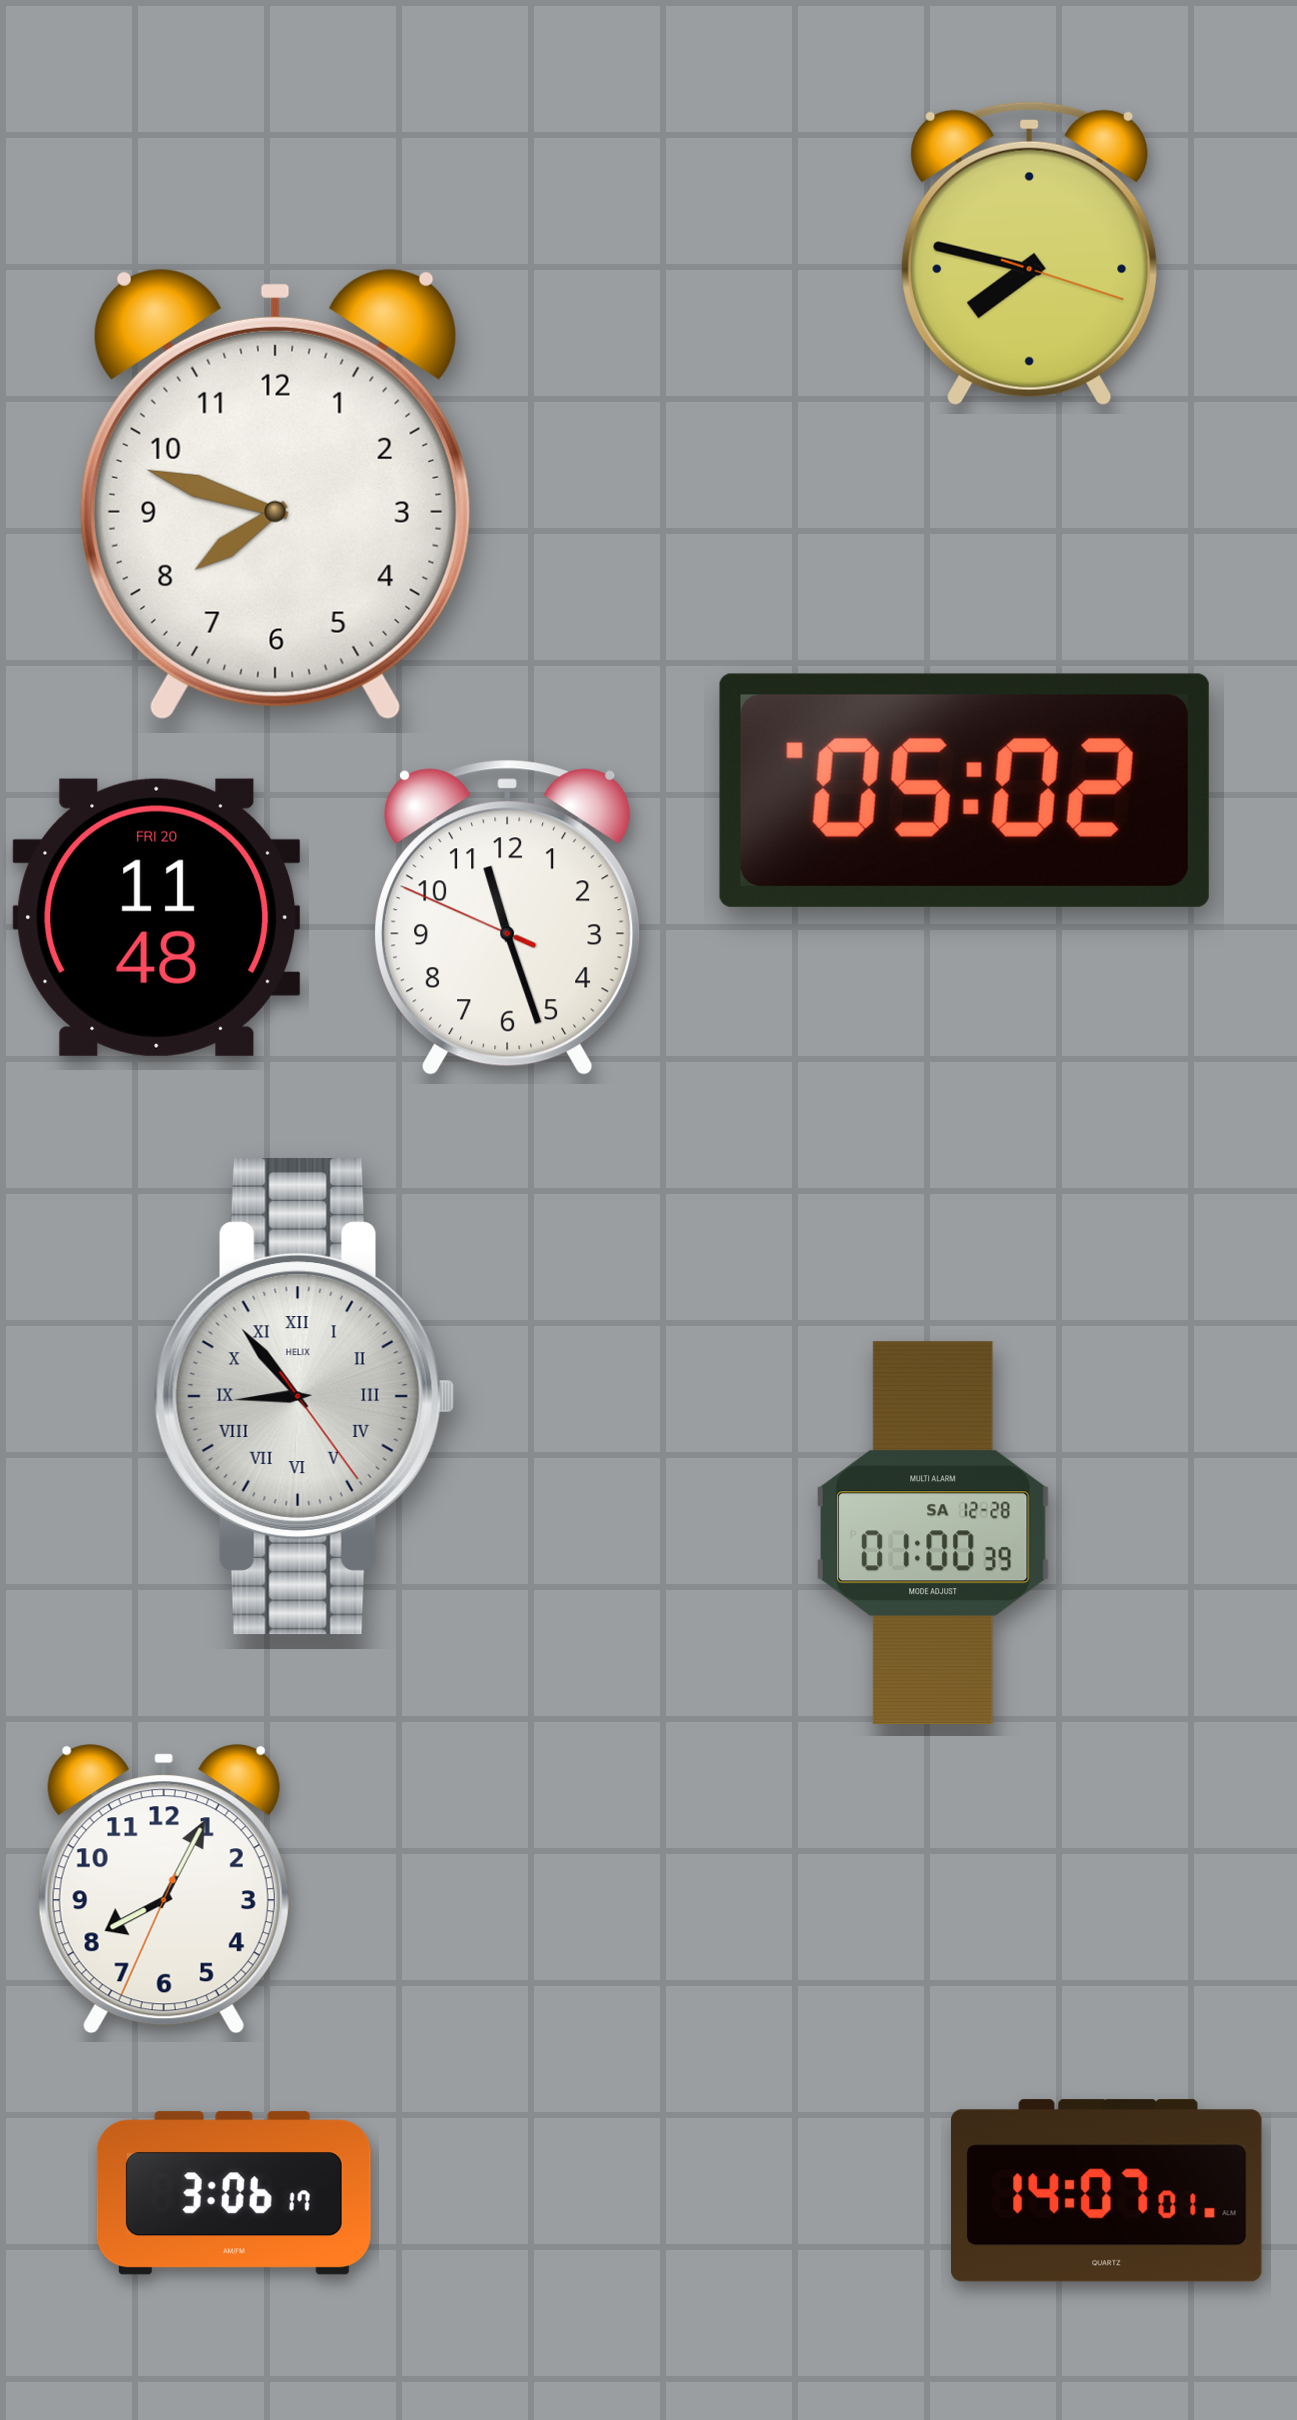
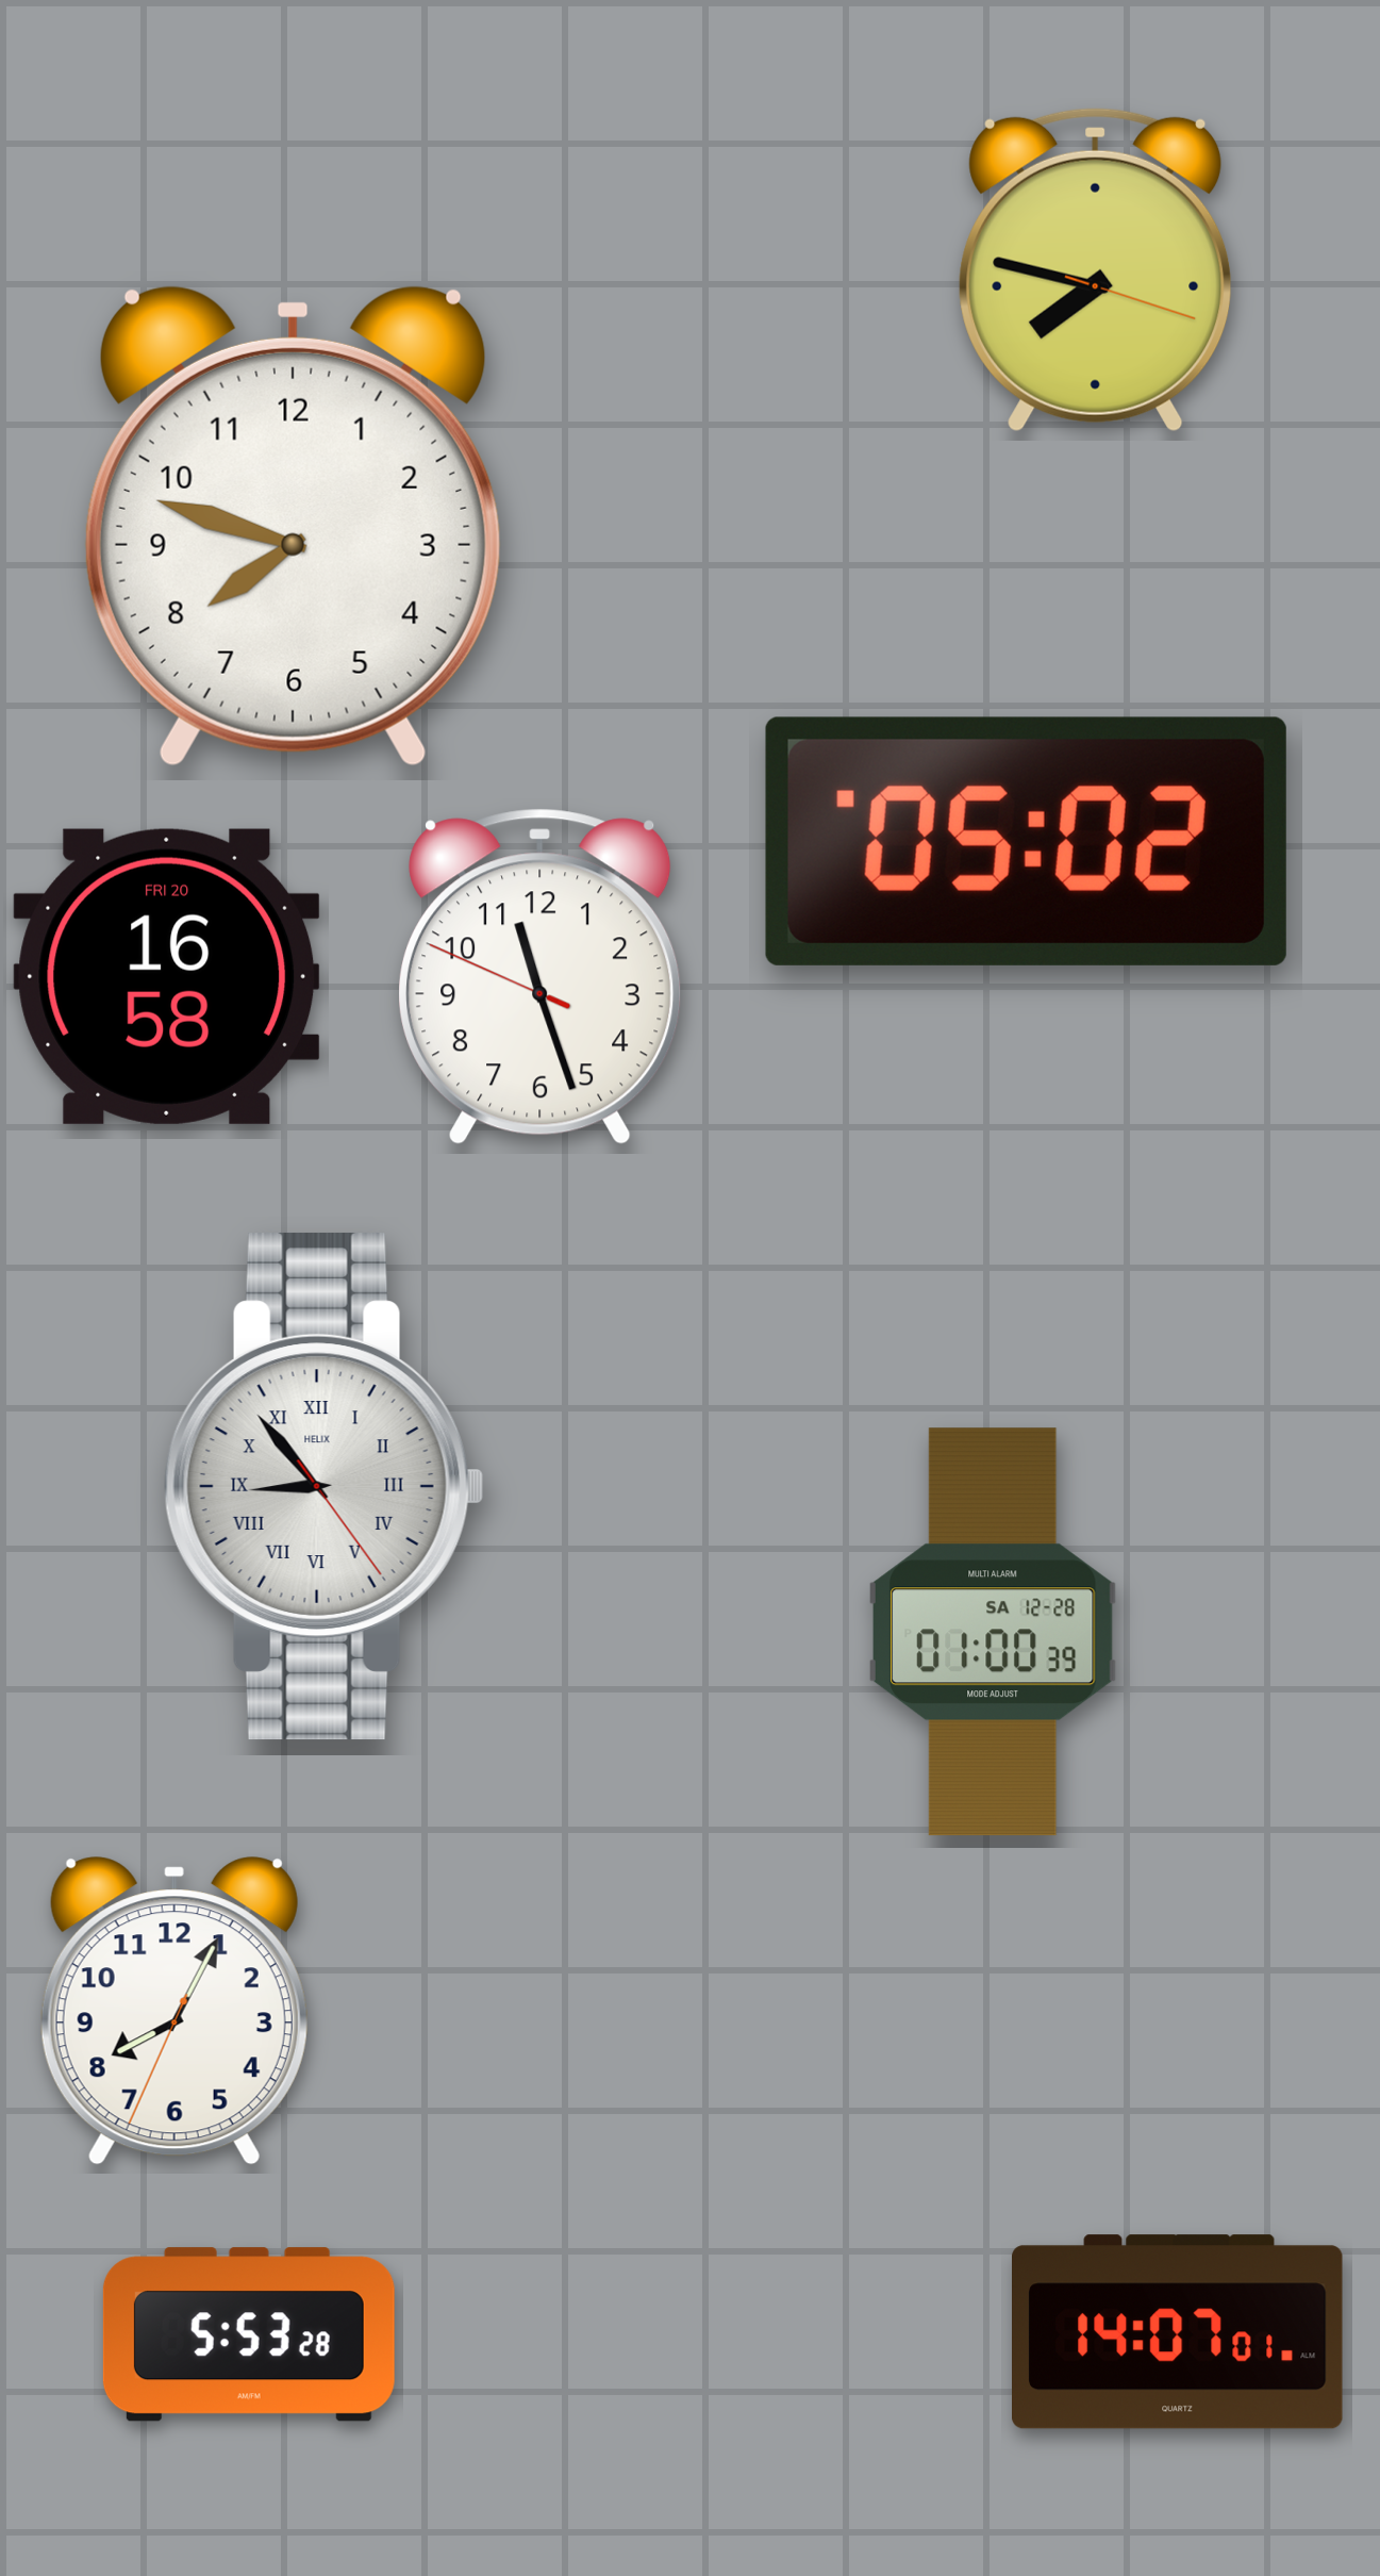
clock at (157, 917): 11:48 -> 16:58
clock at (234, 2193): 3:06 -> 5:53
